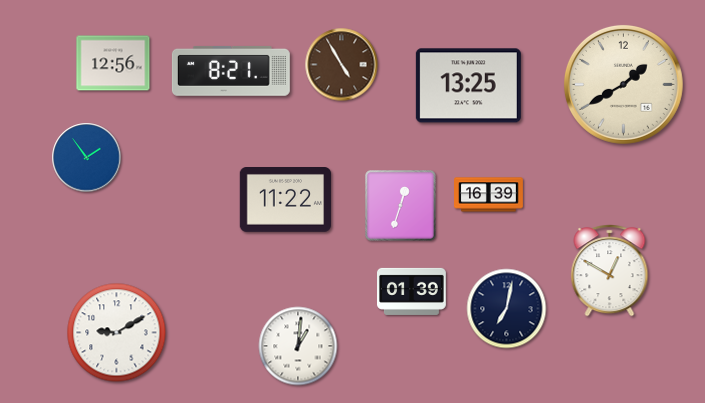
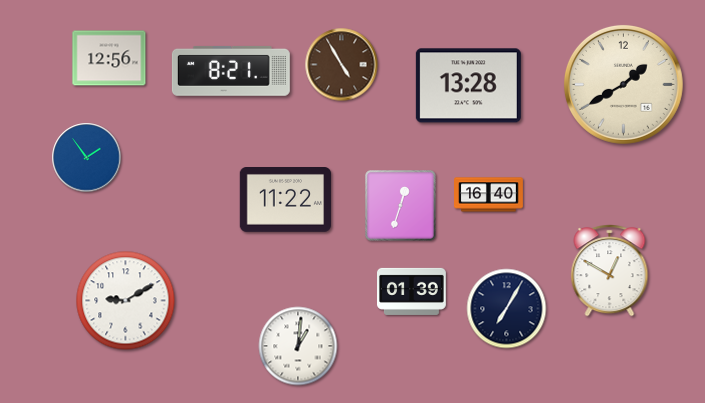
clock at (113, 63) position: (113, 63) -> (109, 58)
clock at (468, 86): 13:25 -> 13:28
clock at (489, 195): 16:39 -> 16:40
clock at (507, 309): 7:02 -> 7:05
clock at (117, 333) position: (117, 333) -> (126, 301)
